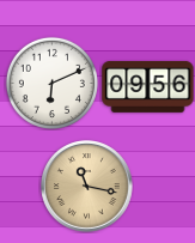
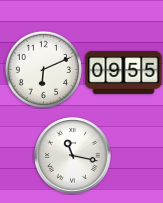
clock at (148, 86): 09:56 -> 09:55
clock at (87, 187) dial: champagne -> white
